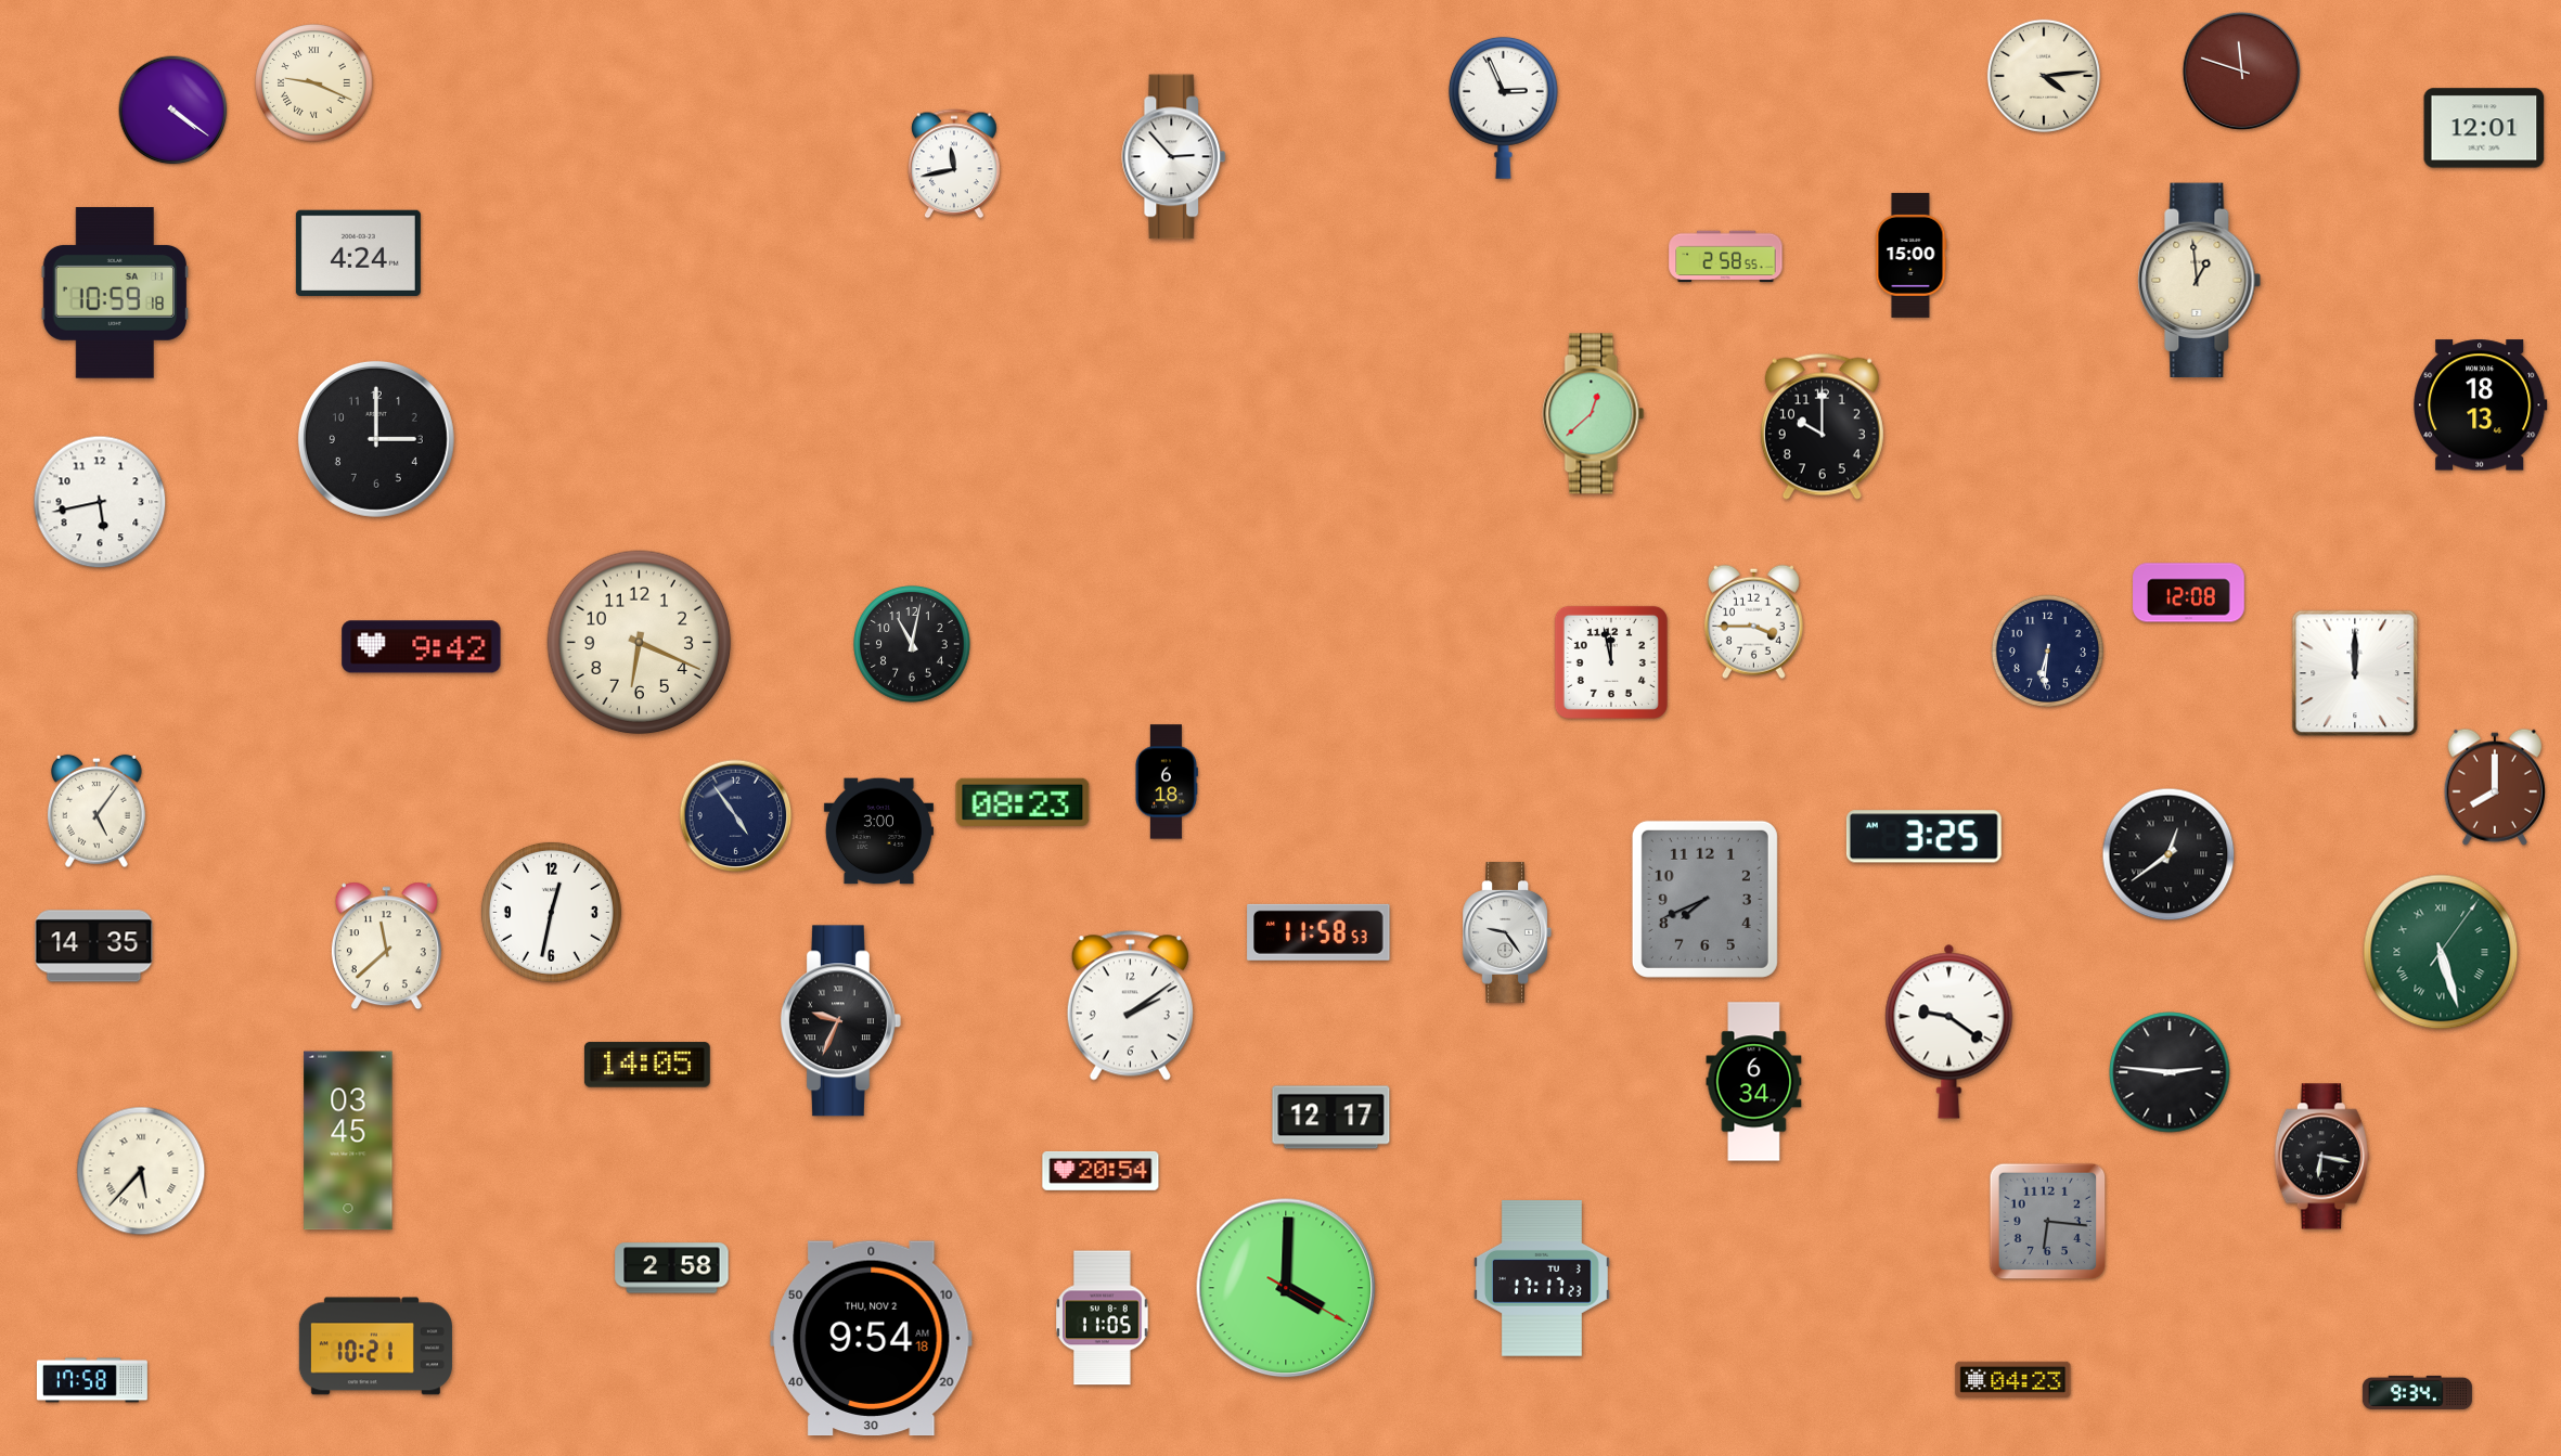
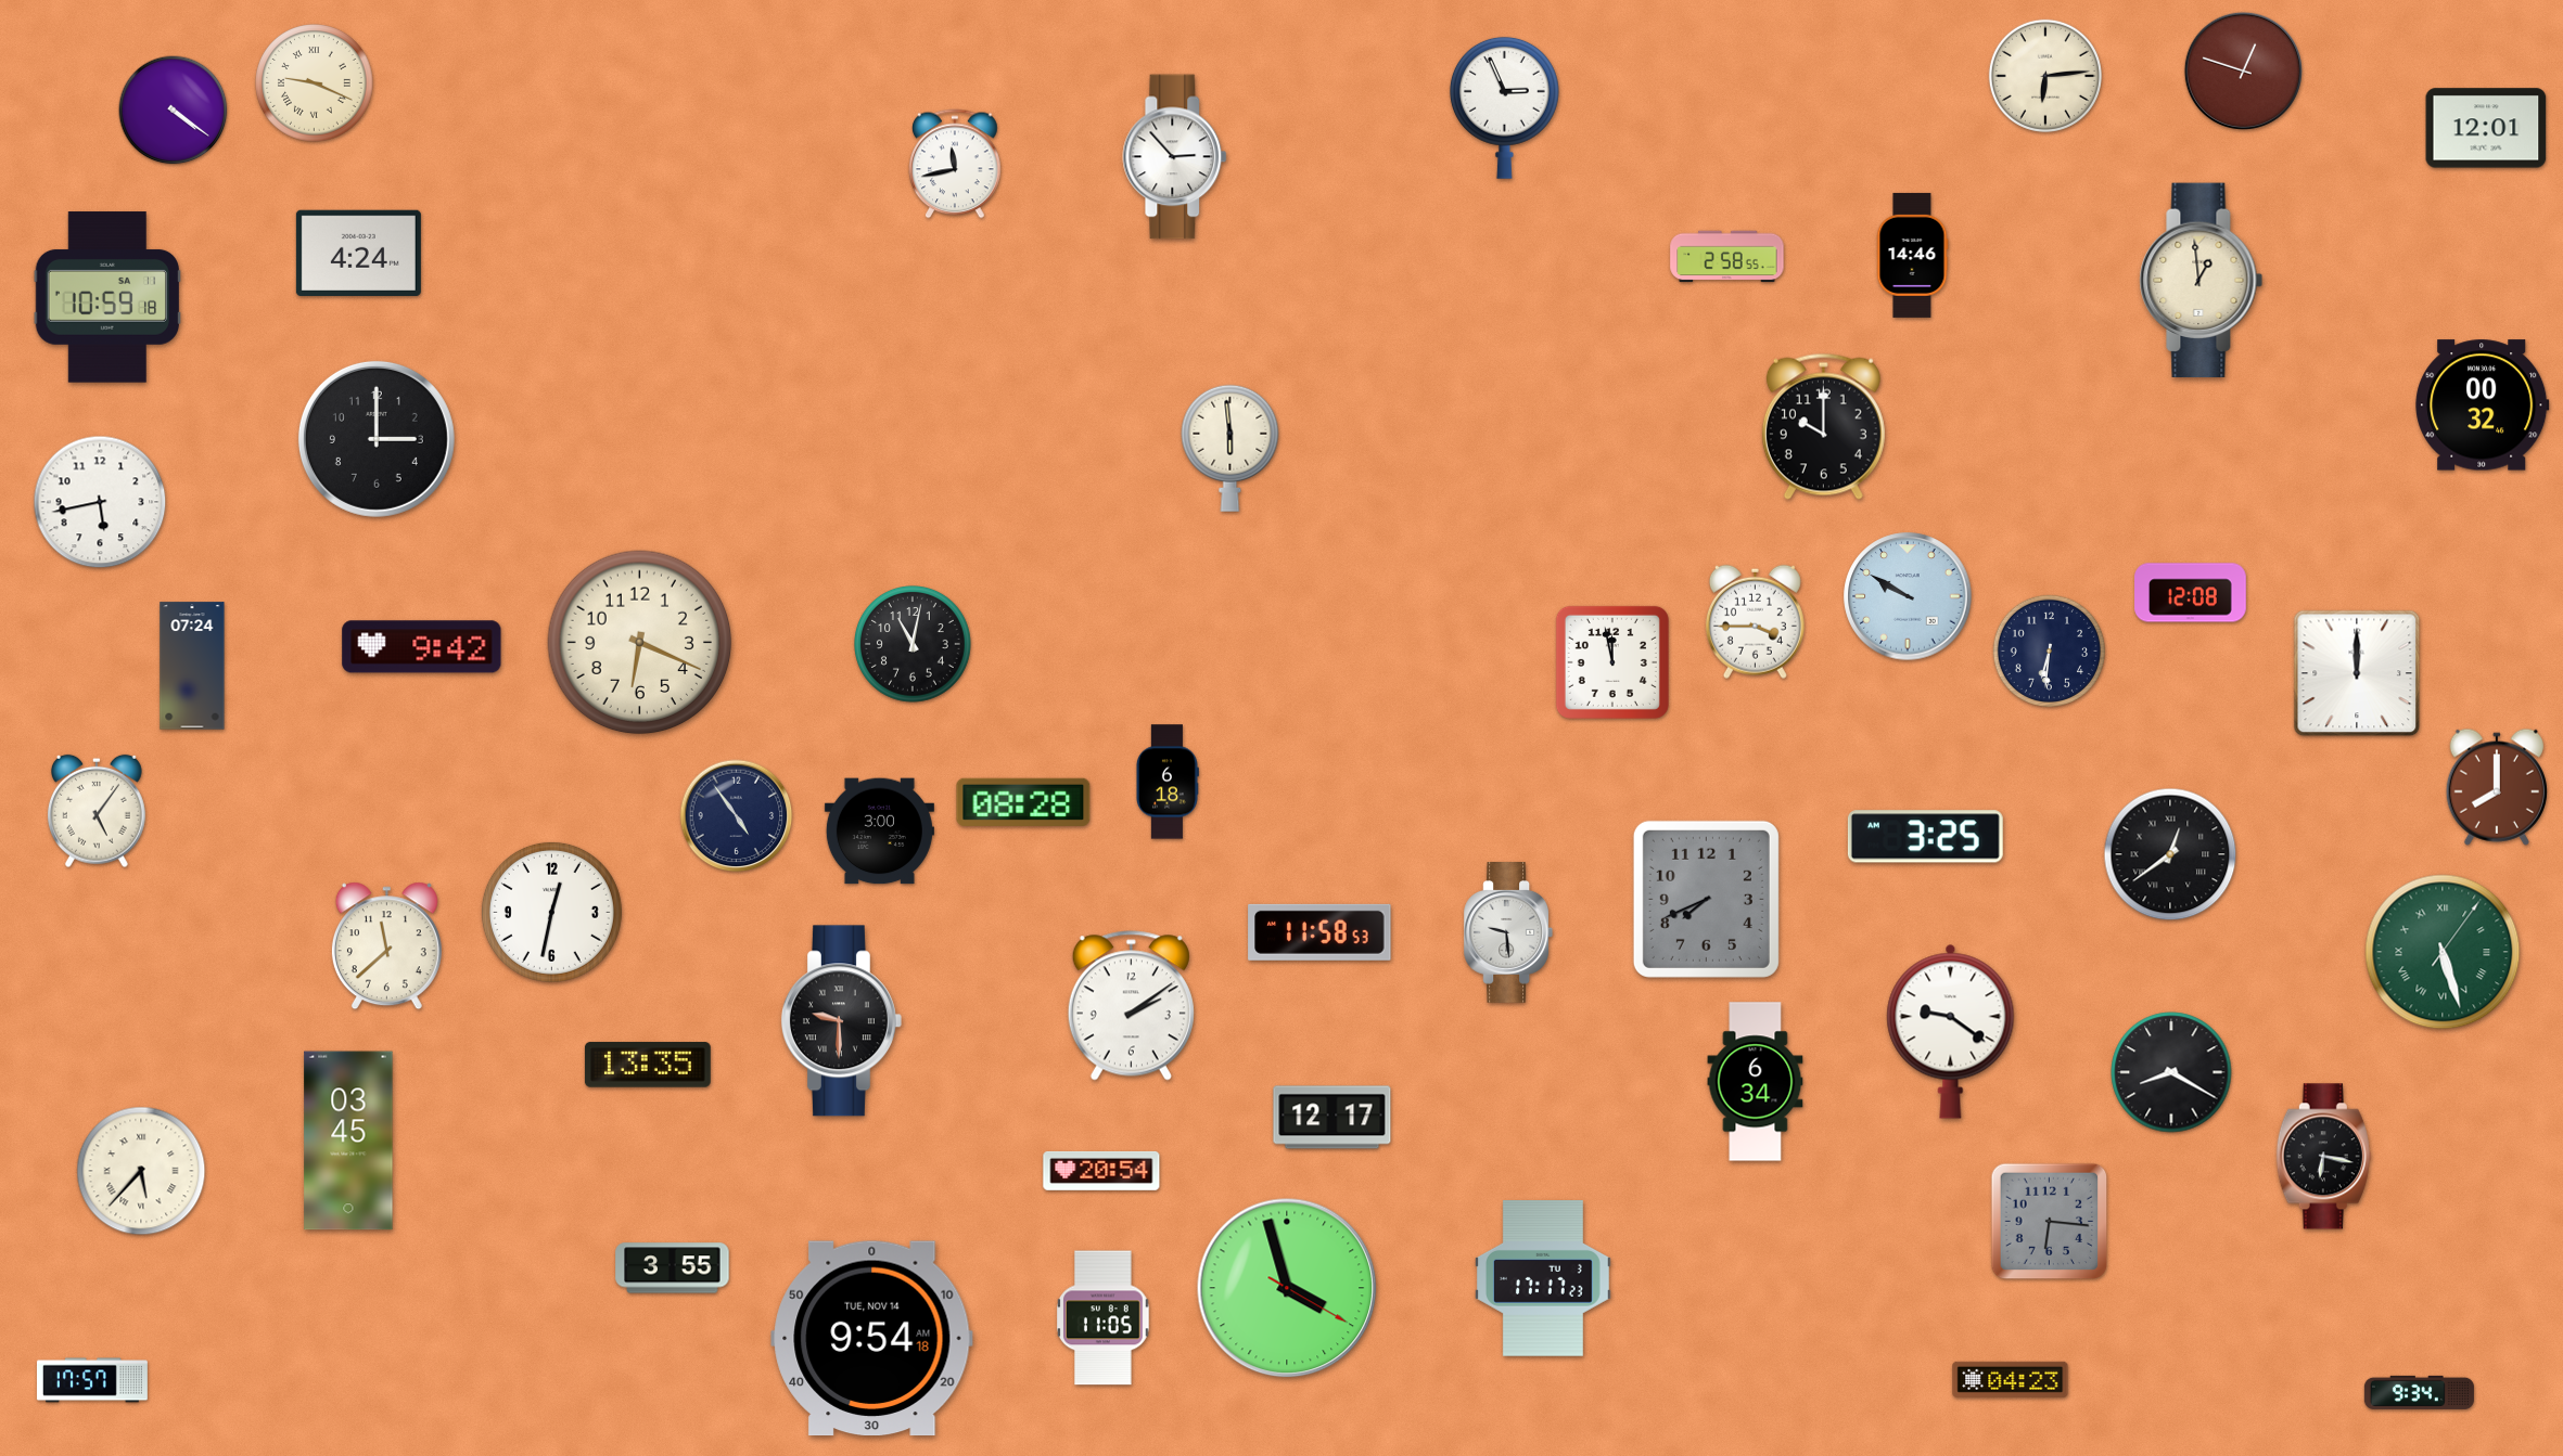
clock at (2241, 70): 11:48 -> 12:48
clock at (2044, 76): 4:14 -> 6:14
clock at (1910, 255): 15:00 -> 14:46
clock at (115, 293) position: (115, 293) -> (107, 297)
clock at (2481, 405): 18:13 -> 00:32
clock at (1594, 414): 12:38 -> none
clock at (1231, 448): none -> 5:59
clock at (1908, 596): none -> 9:50
clock at (192, 666): none -> 07:24
clock at (1022, 802): 08:23 -> 08:28
clock at (1507, 933): 9:24 -> 9:29
clock at (94, 946): 14:35 -> none
clock at (840, 1021): 9:34 -> 9:30
clock at (647, 1065): 14:05 -> 13:35
clock at (2170, 1072): 2:46 -> 8:20
clock at (672, 1268): 2:58 -> 3:55
clock at (1286, 1288): 4:00 -> 3:57
clock at (872, 1339) date: THU, NOV 2 -> TUE, NOV 14
clock at (375, 1347): 10:21 -> none
clock at (2013, 1379) position: (2013, 1379) -> (2011, 1379)
clock at (92, 1380): 17:58 -> 17:57
